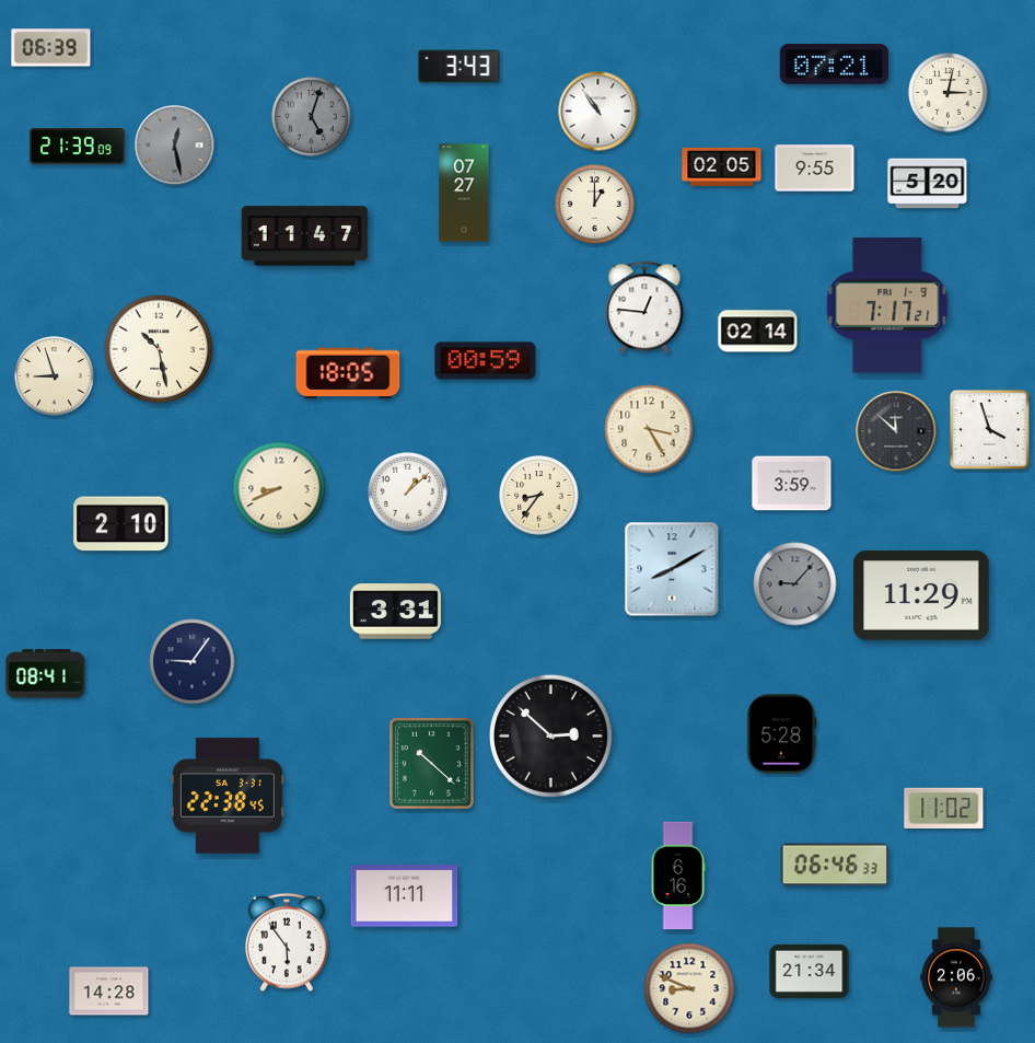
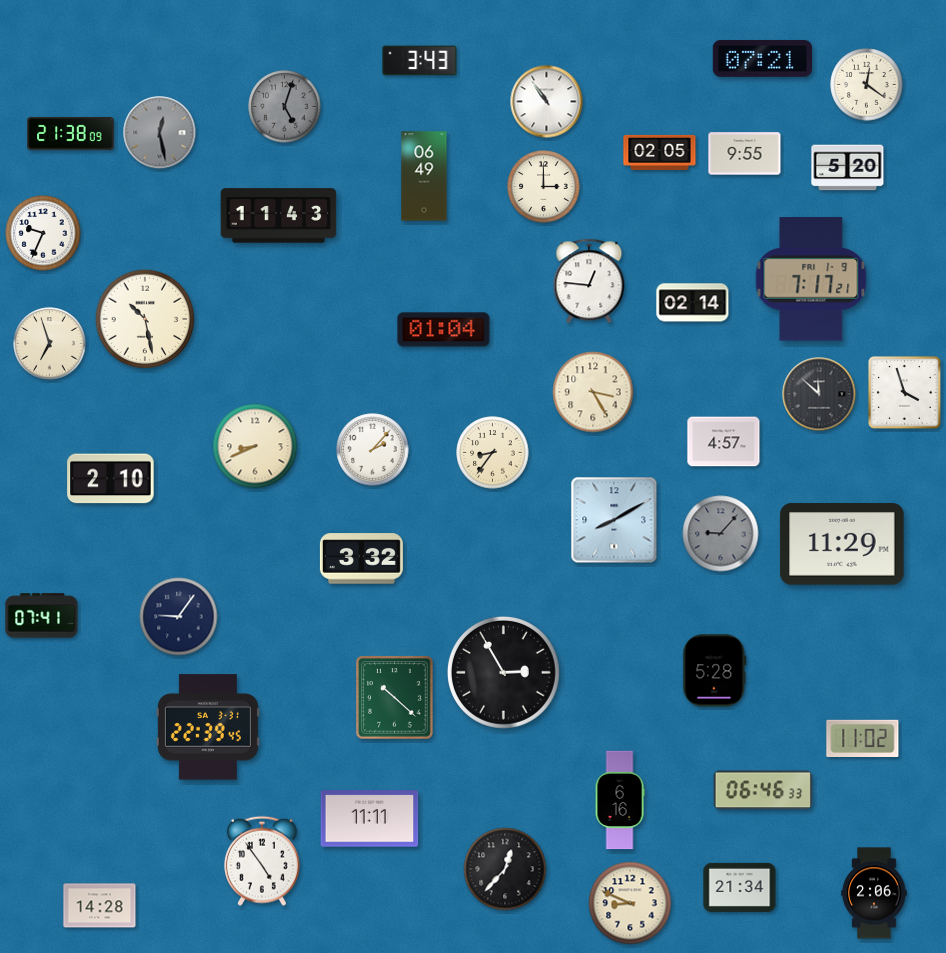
clock at (51, 48): 06:39 -> none
clock at (949, 93): 3:02 -> 12:21
clock at (78, 147): 21:39 -> 21:38
clock at (464, 193): 07:27 -> 06:49
clock at (595, 205): 1:00 -> 3:00
clock at (305, 236): 11:47 -> 11:43
clock at (43, 233): none -> 9:34
clock at (486, 361): 00:59 -> 01:04
clock at (348, 373): 18:05 -> none
clock at (55, 376): 8:57 -> 6:57
clock at (792, 484): 3:59 -> 4:57
clock at (408, 492): 1:08 -> 2:07
clock at (795, 584) position: (795, 584) -> (721, 534)
clock at (395, 612): 3:31 -> 3:32
clock at (193, 662) position: (193, 662) -> (179, 617)
clock at (46, 674): 08:41 -> 07:41
clock at (551, 737): 2:52 -> 2:55
clock at (228, 796): 22:38 -> 22:39
clock at (288, 942): 5:54 -> 4:54
clock at (505, 869): none -> 12:37
